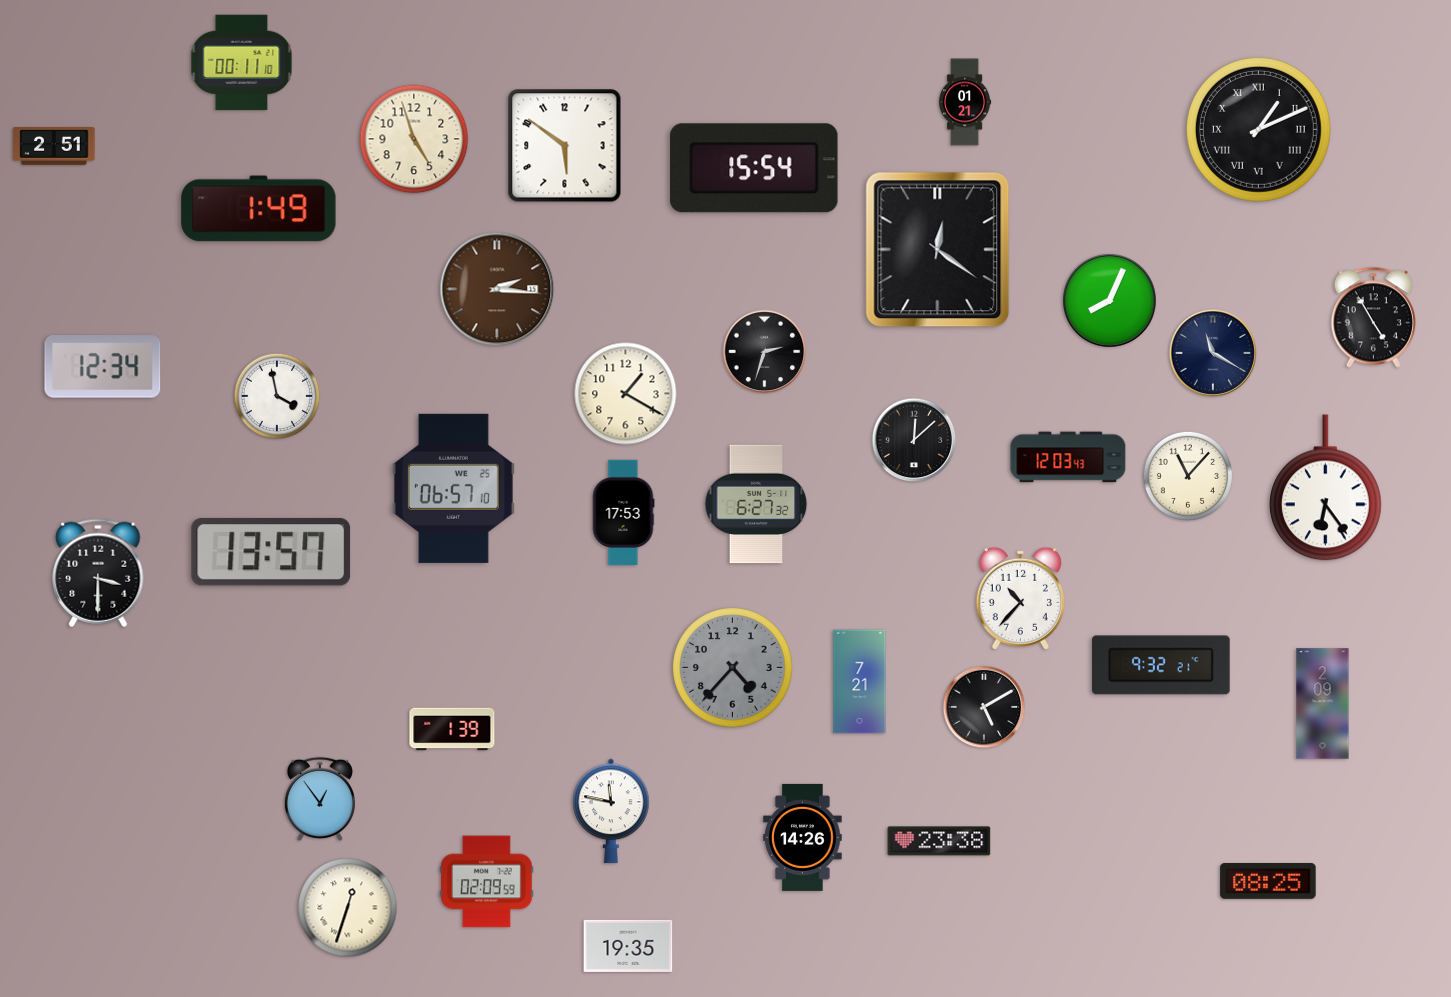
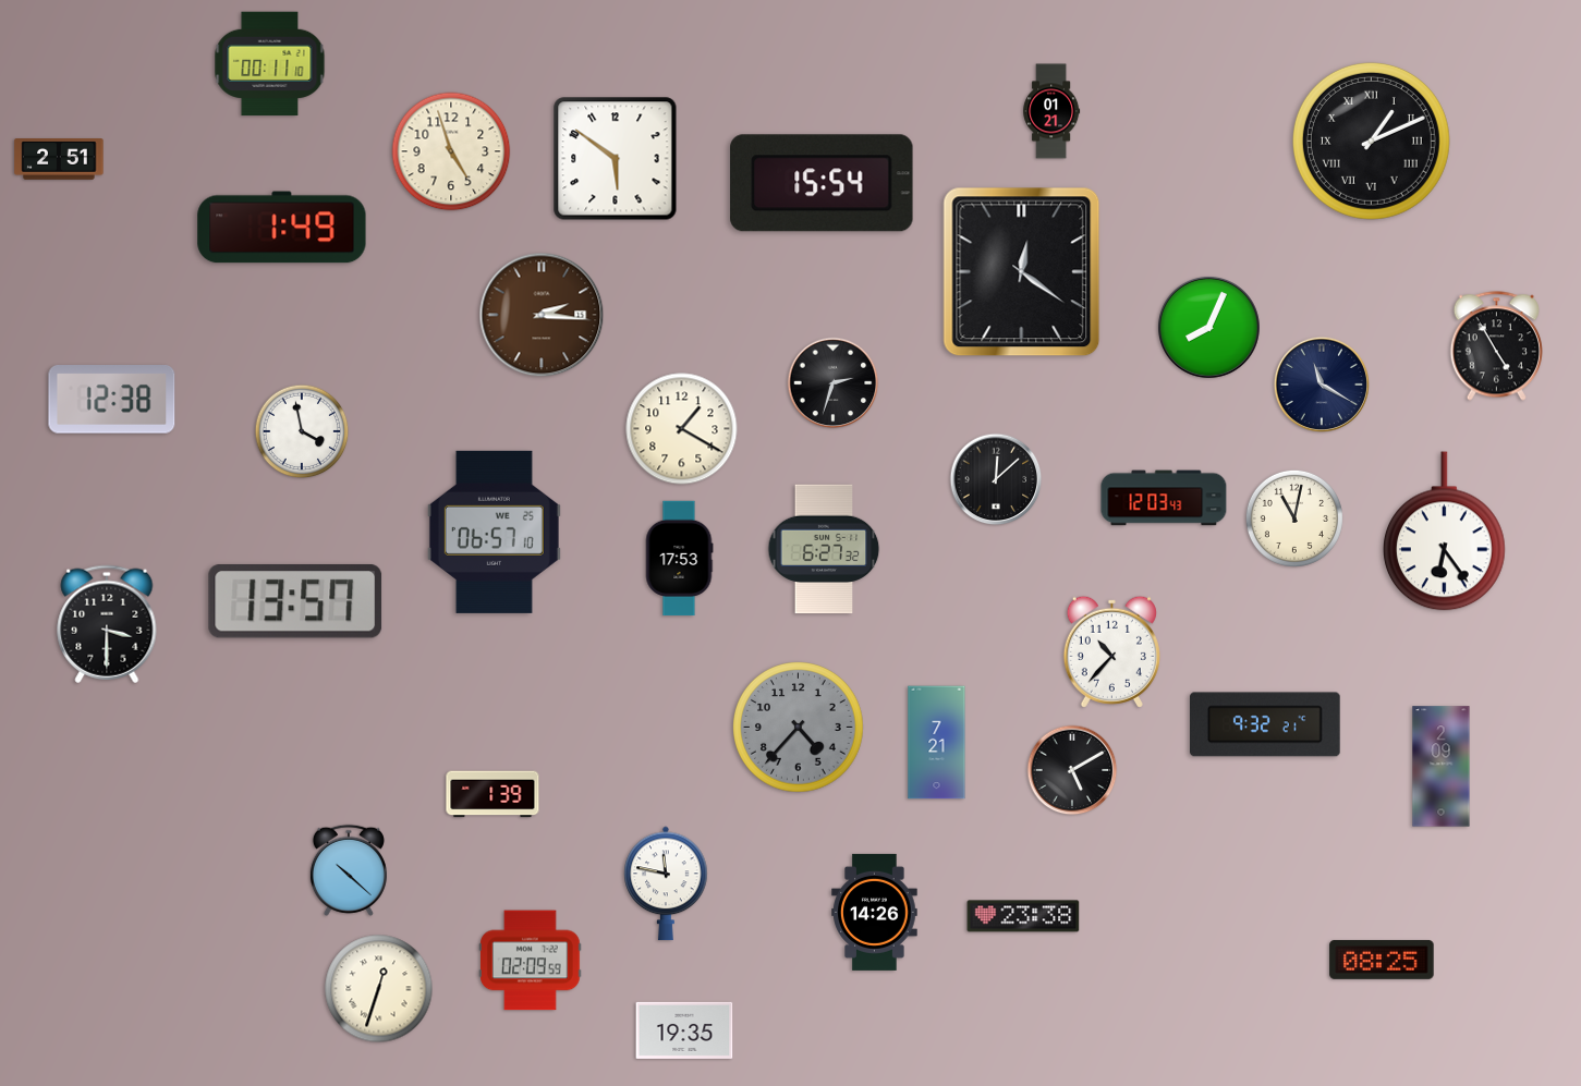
clock at (242, 63) position: (242, 63) -> (270, 64)
clock at (103, 367): 12:34 -> 12:38
clock at (1188, 476): 11:07 -> 11:02
clock at (320, 799): 12:54 -> 10:22
